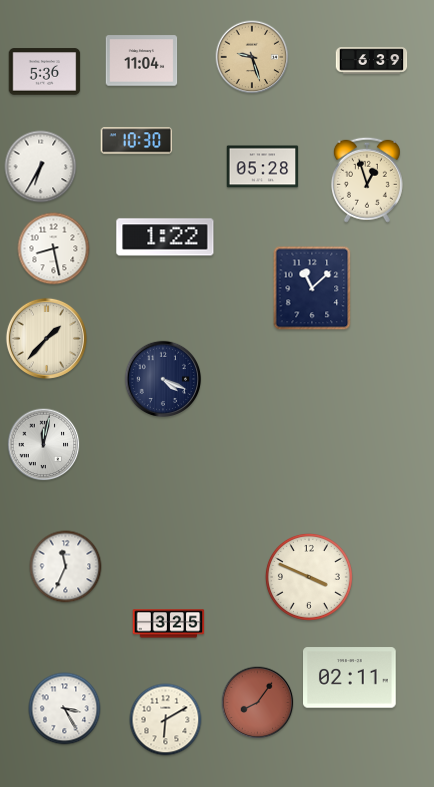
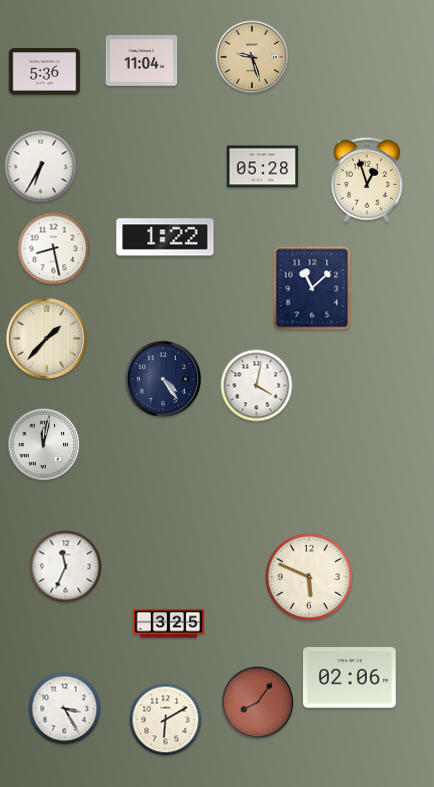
clock at (372, 61): 6:39 -> none
clock at (137, 141): 10:30 -> none
clock at (163, 379): 4:19 -> 4:24
clock at (257, 386): none -> 4:02
clock at (309, 577): 3:49 -> 5:49
clock at (350, 678): 02:11 -> 02:06
